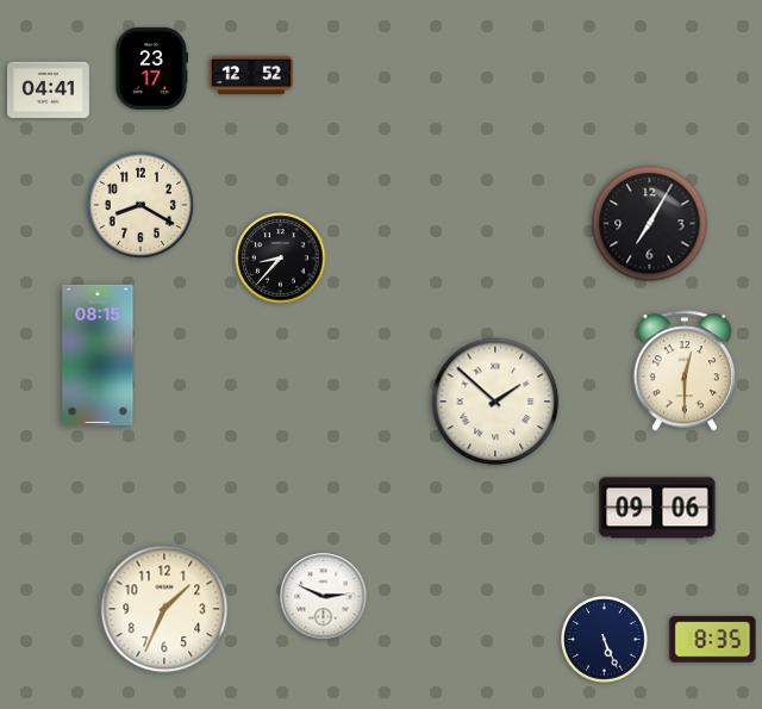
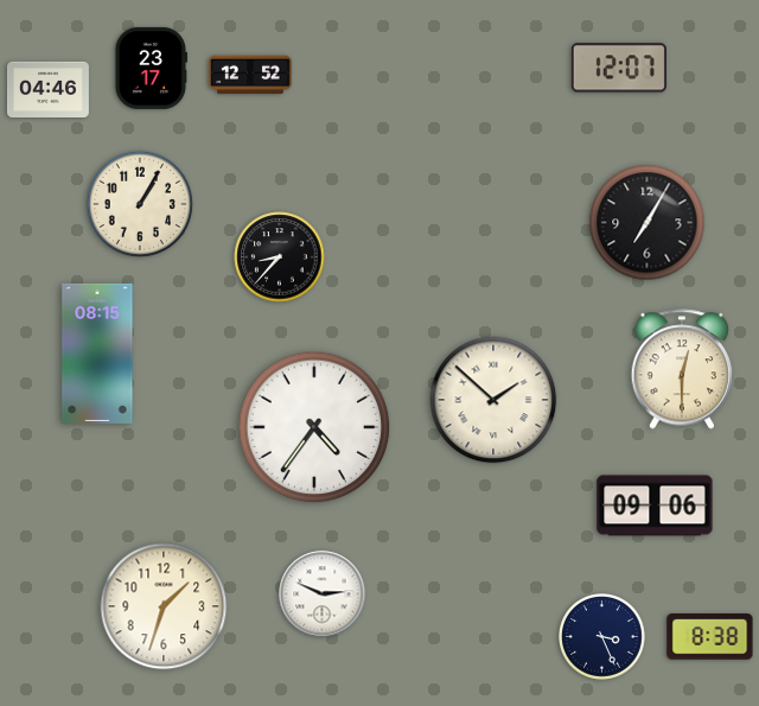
clock at (619, 68): none -> 12:07
clock at (48, 89): 04:41 -> 04:46
clock at (140, 205): 8:20 -> 1:05
clock at (314, 427): none -> 4:36
clock at (164, 609): 1:34 -> 1:33
clock at (605, 640): 5:26 -> 3:26
clock at (713, 640): 8:35 -> 8:38
